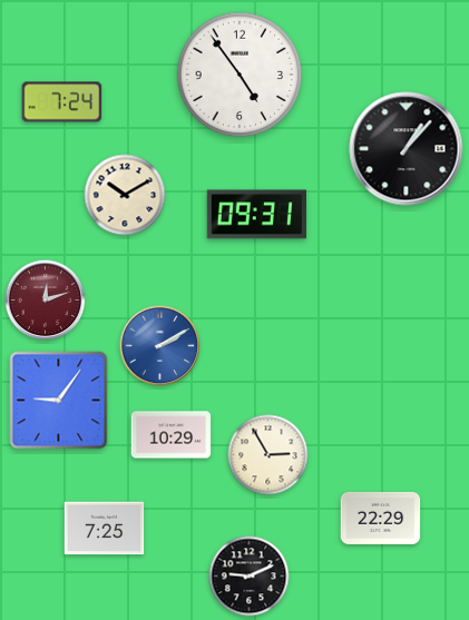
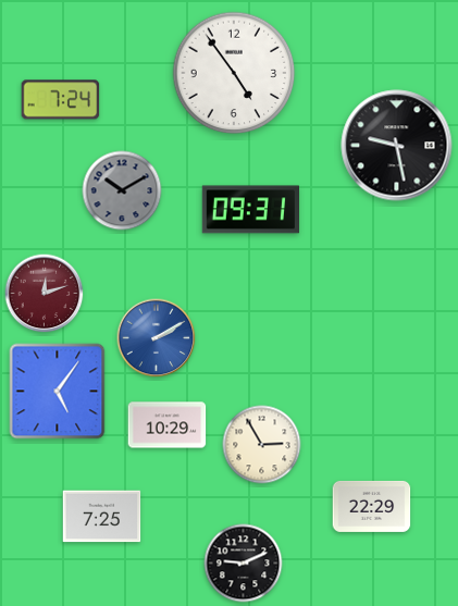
clock at (407, 149): 1:07 -> 9:28
clock at (125, 195) dial: cream -> grey
clock at (59, 401): 9:06 -> 5:06
